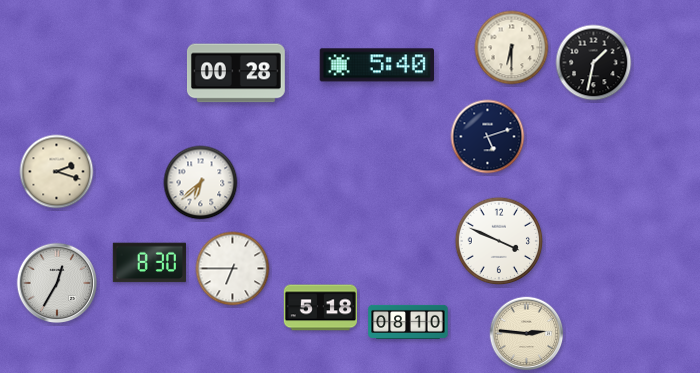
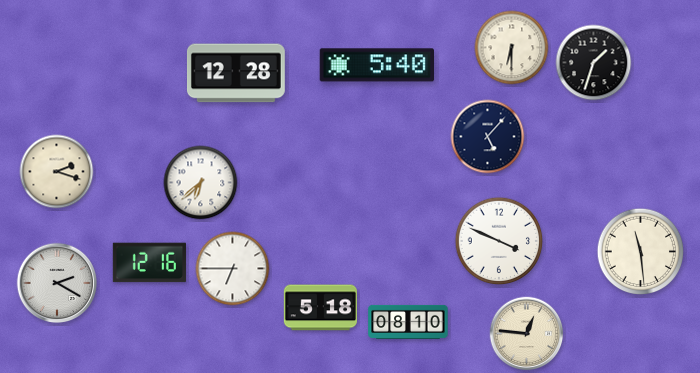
clock at (594, 63): 1:32 -> 1:33
clock at (236, 73): 00:28 -> 12:28
clock at (488, 137): 5:12 -> 5:07
clock at (641, 252): none -> 11:29
clock at (149, 263): 8:30 -> 12:16
clock at (57, 283): 12:35 -> 2:20
clock at (527, 334): 2:46 -> 12:46
